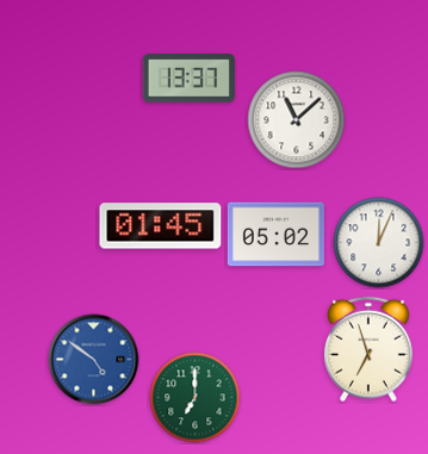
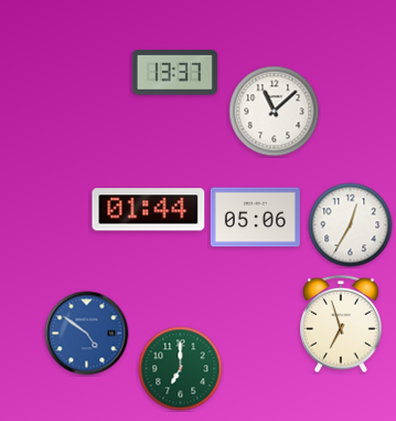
clock at (161, 226): 01:45 -> 01:44
clock at (275, 235): 05:02 -> 05:06
clock at (379, 243): 12:04 -> 12:35
